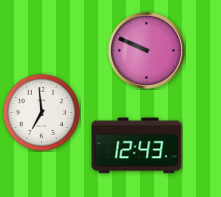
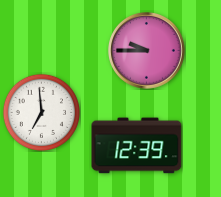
clock at (147, 51): 9:49 -> 9:45
clock at (137, 146): 12:43 -> 12:39
